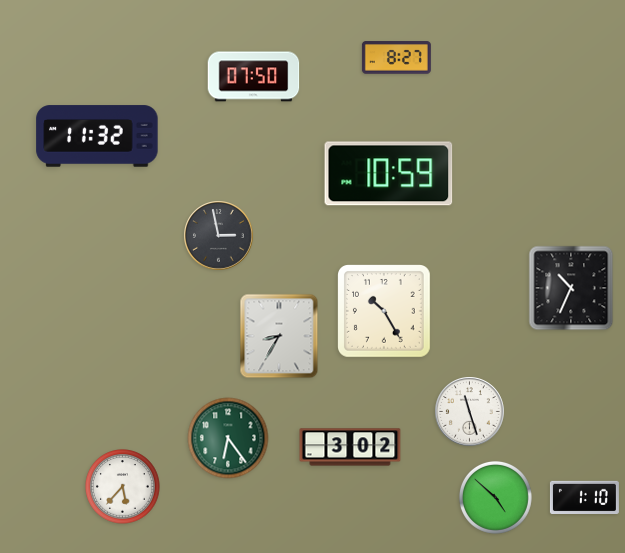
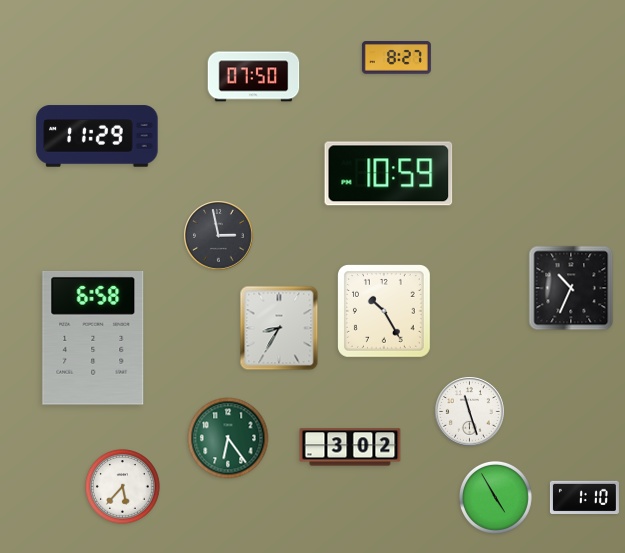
clock at (97, 136): 11:32 -> 11:29
clock at (279, 336) position: (279, 336) -> (279, 328)
clock at (93, 339): none -> 6:58
clock at (495, 497): 4:52 -> 4:55
